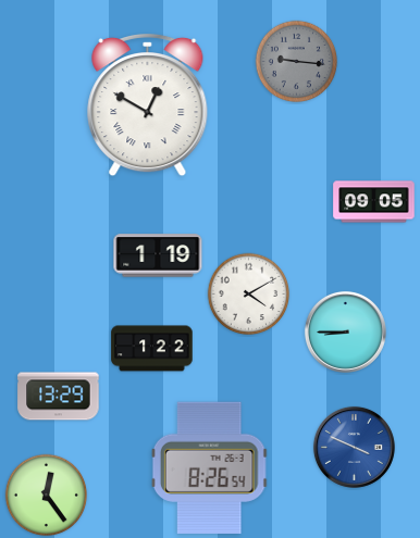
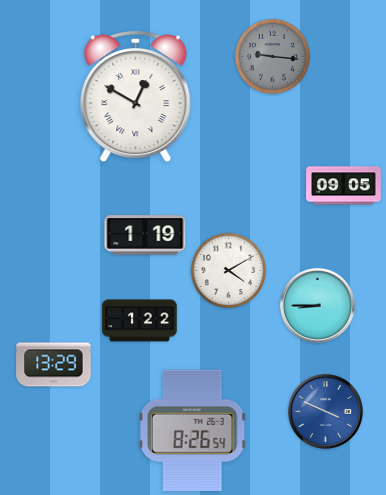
clock at (47, 496): 12:24 -> none
